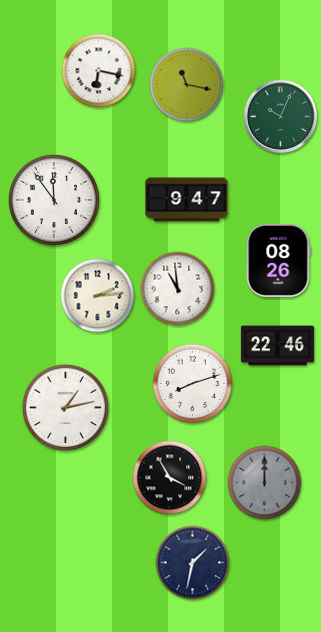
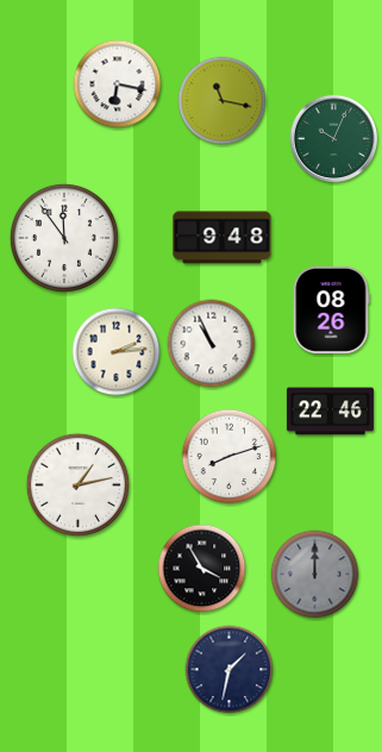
clock at (187, 200): 9:47 -> 9:48
clock at (178, 289): 10:59 -> 10:56
